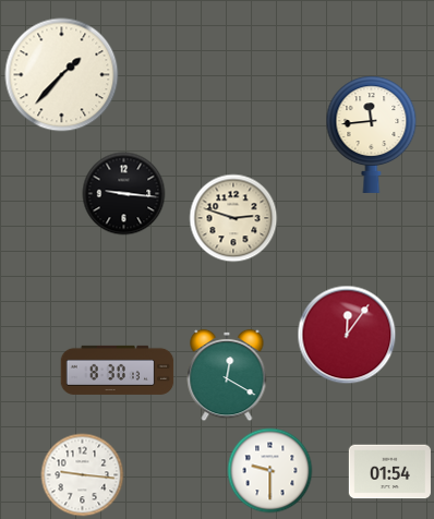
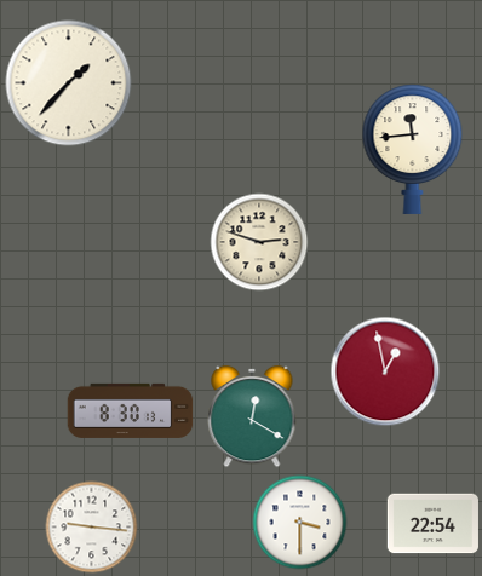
clock at (124, 194): 9:16 -> none
clock at (347, 335): 12:06 -> 12:58
clock at (270, 471): 9:30 -> 3:30
clock at (389, 472): 01:54 -> 22:54
